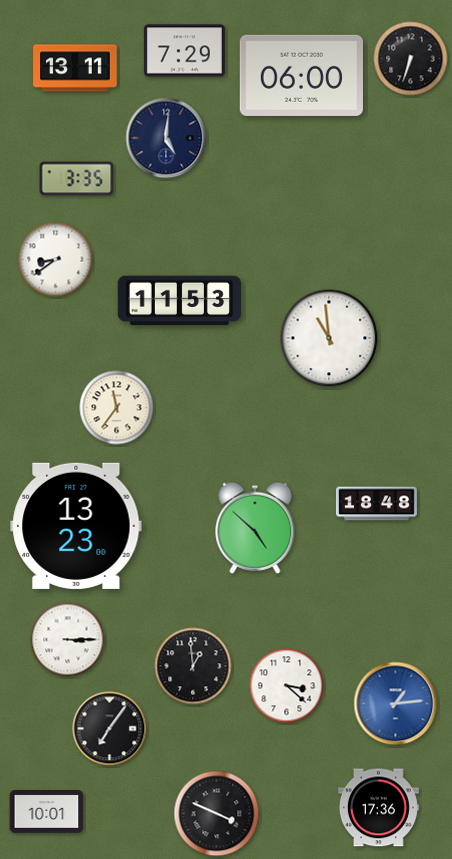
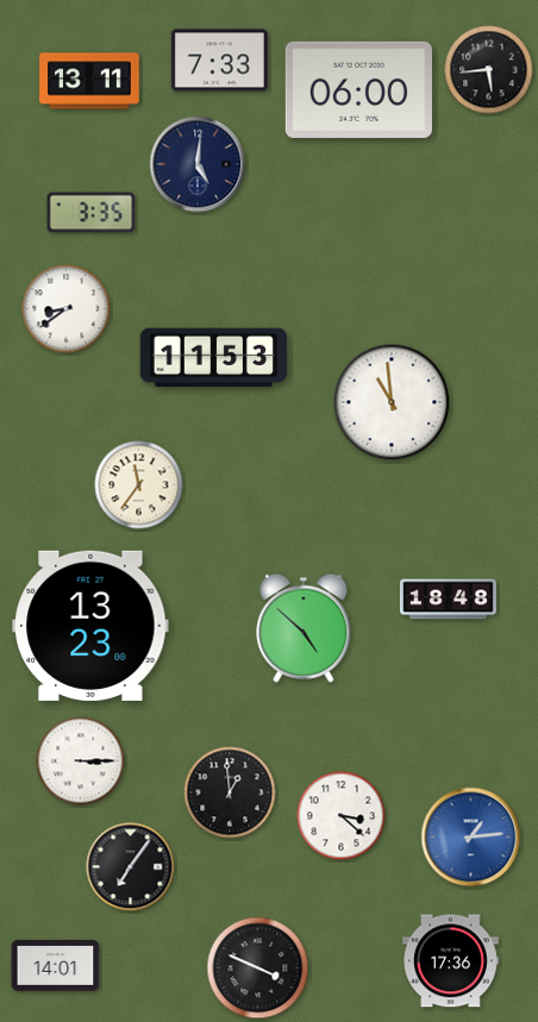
clock at (184, 51): 7:29 -> 7:33
clock at (411, 59): 6:33 -> 5:44
clock at (47, 812): 10:01 -> 14:01
